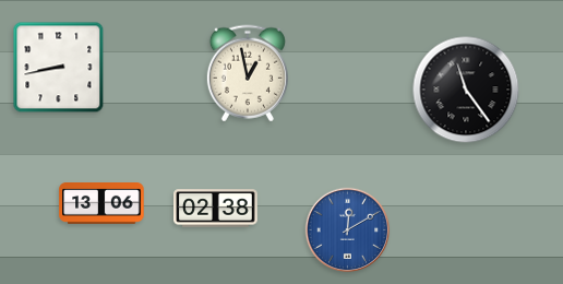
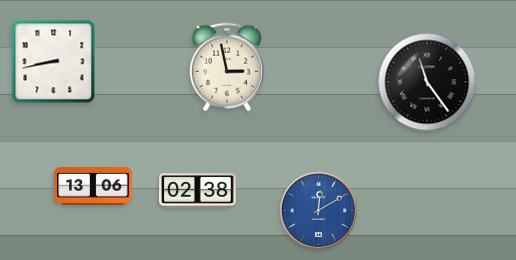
clock at (248, 73): 12:58 -> 2:58
